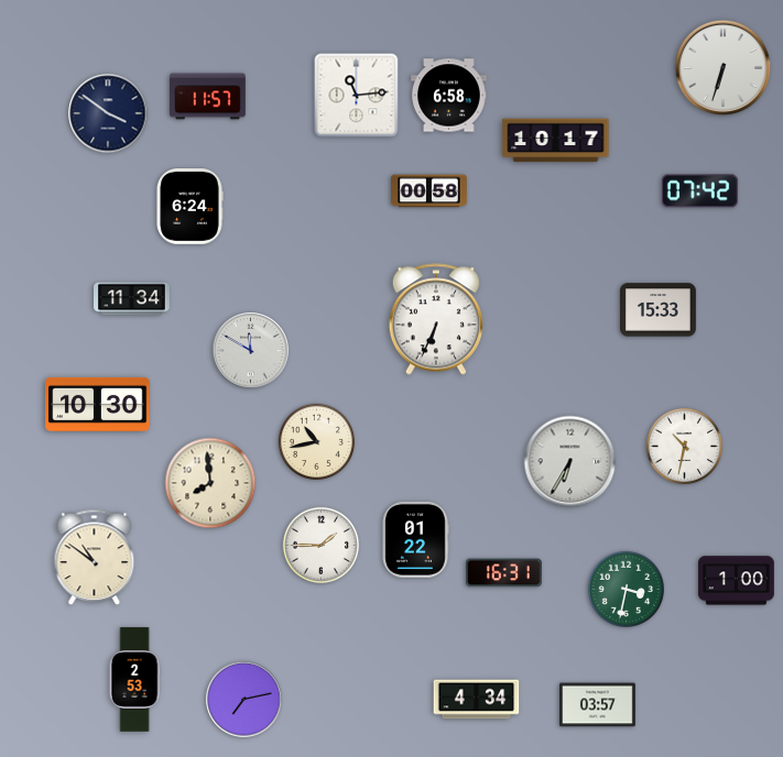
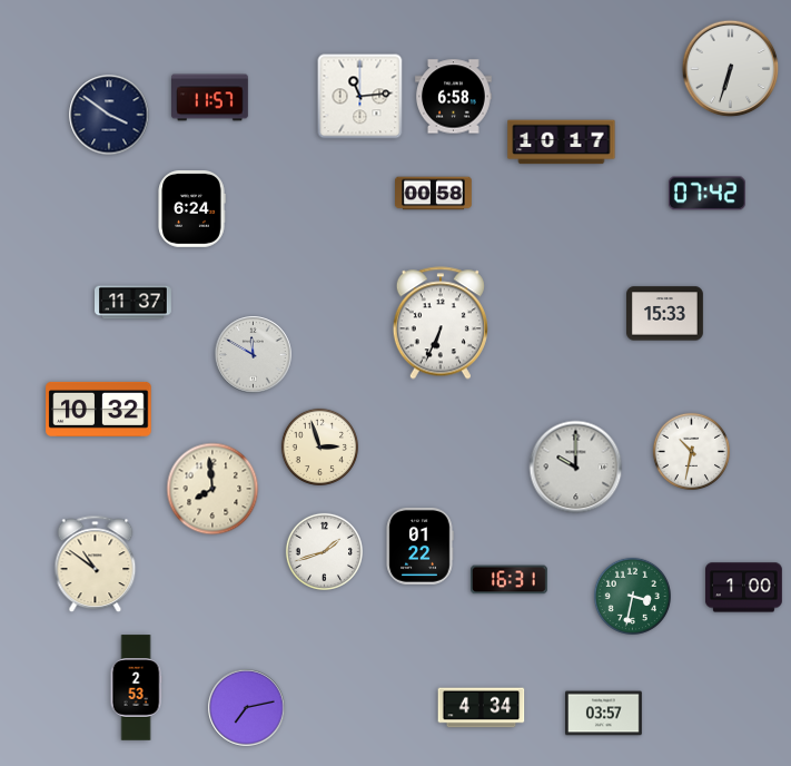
clock at (132, 299): 11:34 -> 11:37
clock at (98, 404): 10:30 -> 10:32
clock at (316, 441): 10:43 -> 2:57
clock at (570, 462): 6:35 -> 10:00
clock at (320, 545): 1:45 -> 1:42
